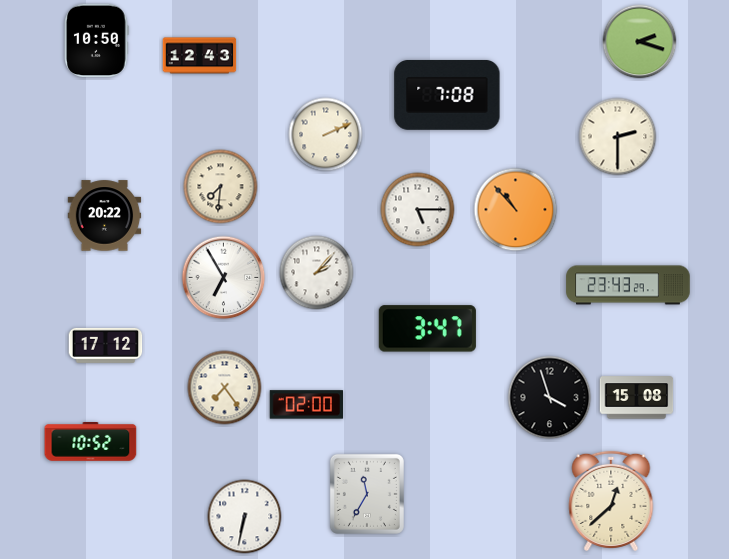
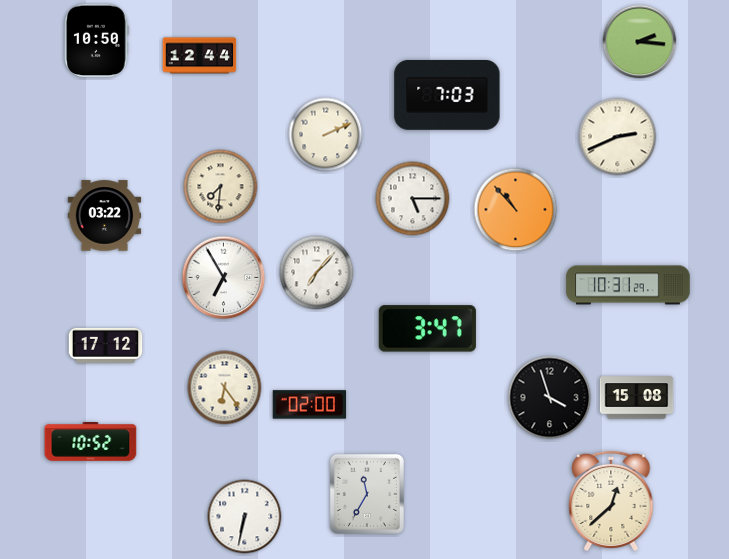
clock at (640, 42): 2:18 -> 2:16
clock at (200, 56): 12:43 -> 12:44
clock at (447, 95): 7:08 -> 7:03
clock at (618, 137): 2:30 -> 2:41
clock at (418, 210) position: (418, 210) -> (413, 199)
clock at (105, 216): 20:22 -> 03:22
clock at (317, 273): 2:07 -> 7:07
clock at (628, 285): 23:43 -> 10:31
clock at (225, 388): 7:24 -> 6:24
clock at (307, 405) position: (307, 405) -> (310, 405)
